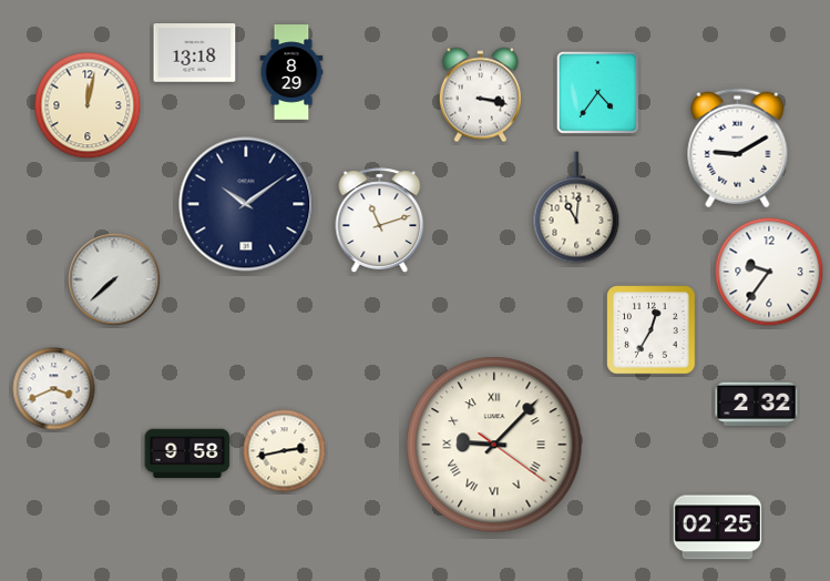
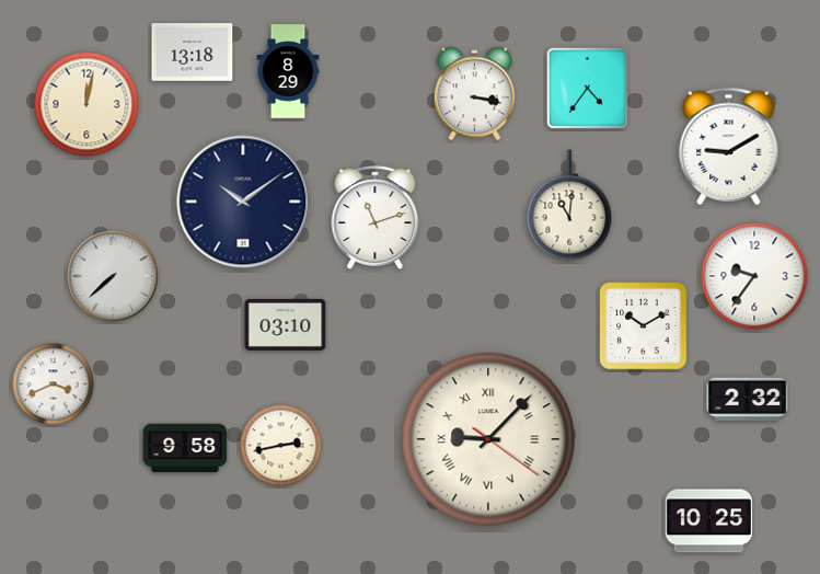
clock at (597, 92) position: (597, 92) -> (587, 88)
clock at (769, 272) position: (769, 272) -> (754, 276)
clock at (286, 324): none -> 03:10
clock at (652, 330): 12:35 -> 10:10
clock at (718, 528): 02:25 -> 10:25
